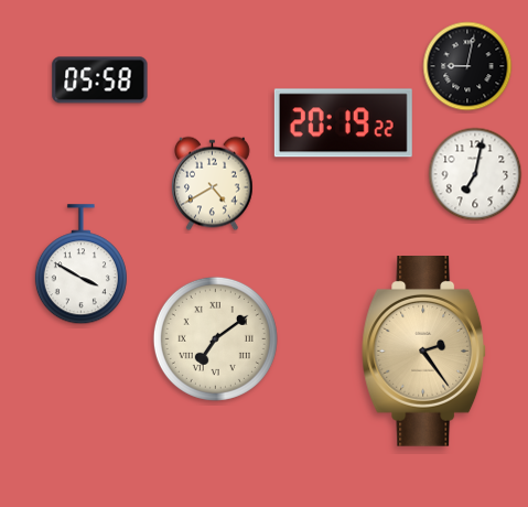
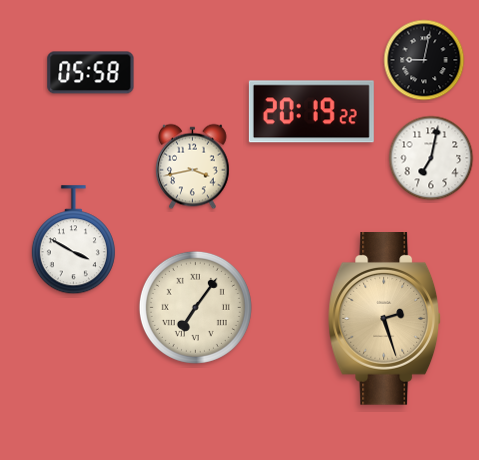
clock at (213, 184): 4:40 -> 3:43
clock at (215, 338): 7:09 -> 7:06
clock at (424, 352): 2:24 -> 2:27
